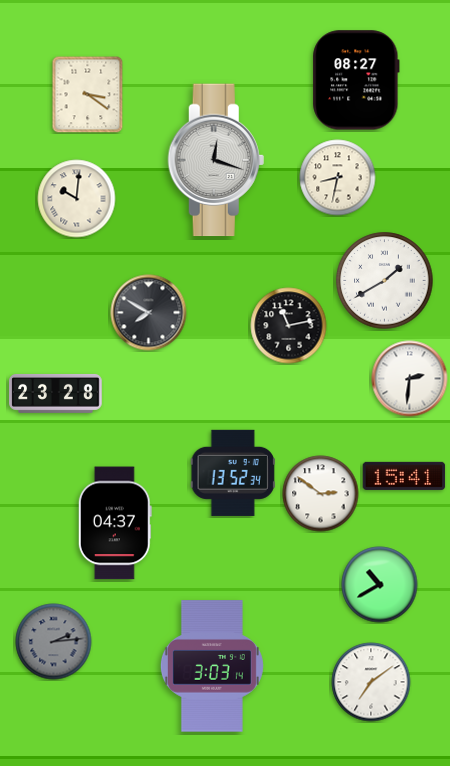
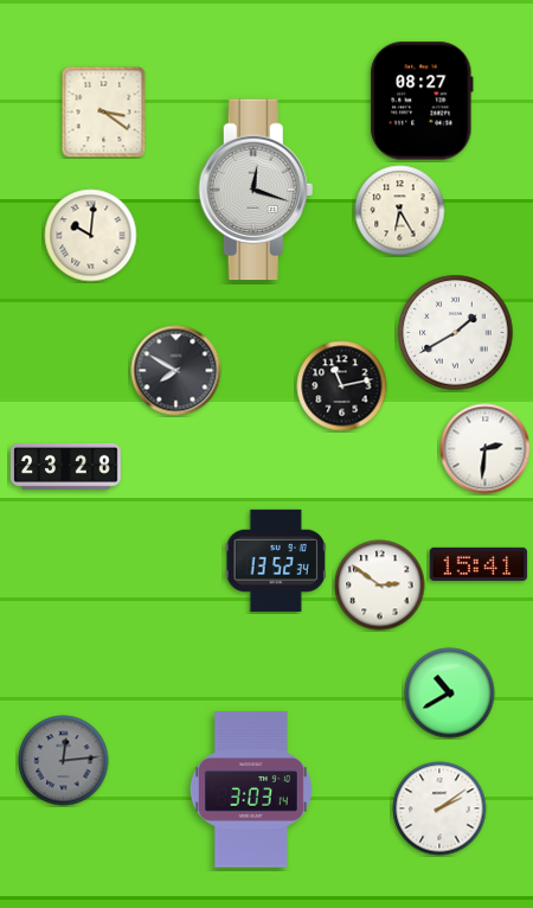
clock at (356, 80) position: (356, 80) -> (422, 101)
clock at (338, 178): 8:32 -> 6:25
clock at (115, 523): 04:37 -> none
clock at (54, 642): 2:14 -> 12:14
clock at (371, 682): 7:09 -> 2:09
